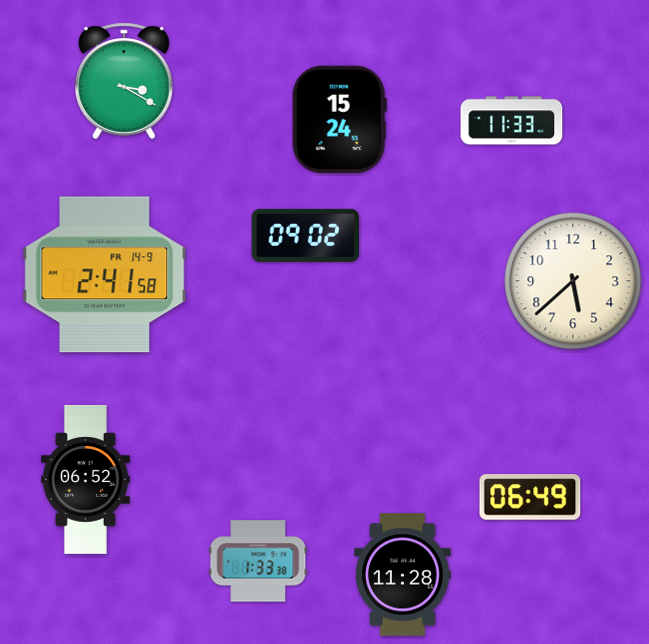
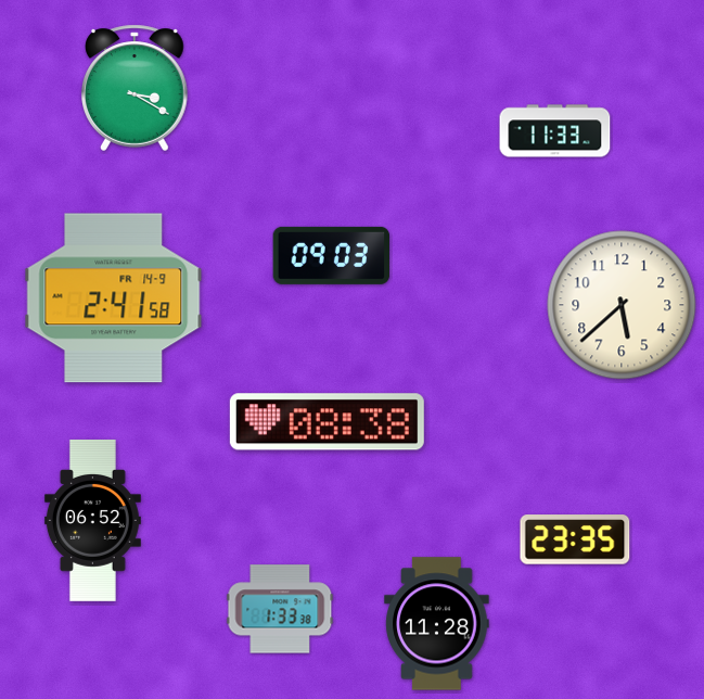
clock at (339, 120): 15:24 -> none
clock at (306, 235): 09:02 -> 09:03
clock at (327, 422): none -> 08:38
clock at (530, 497): 06:49 -> 23:35
